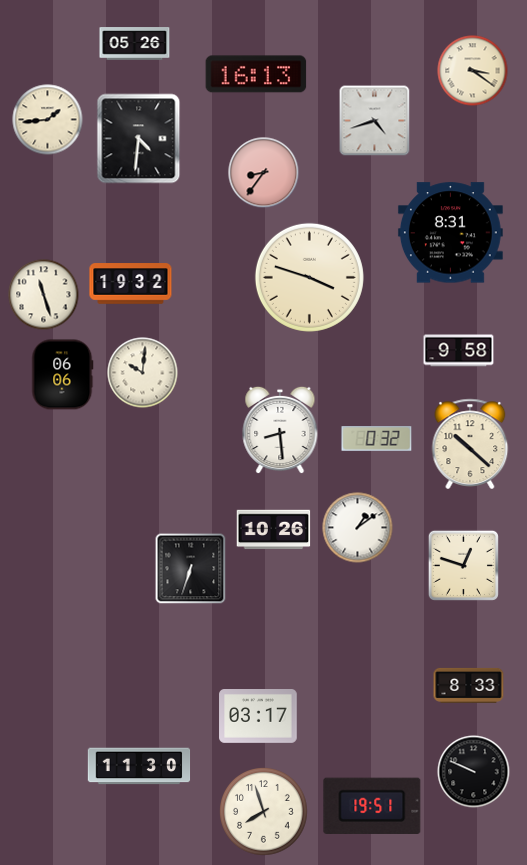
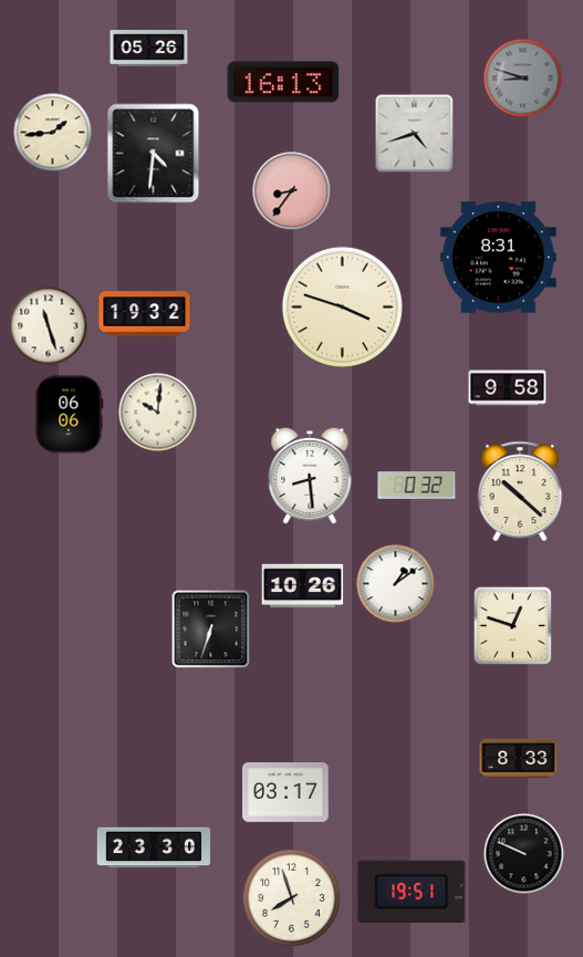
clock at (473, 71): 3:21 -> 8:48
clock at (473, 71) dial: cream -> grey
clock at (139, 766): 11:30 -> 23:30
